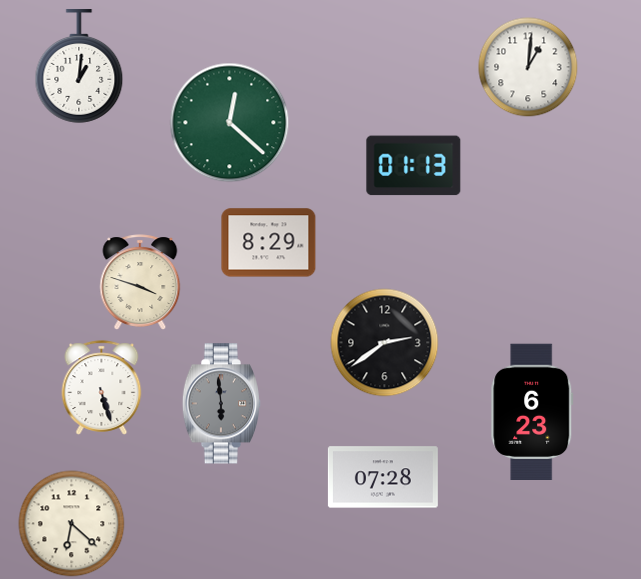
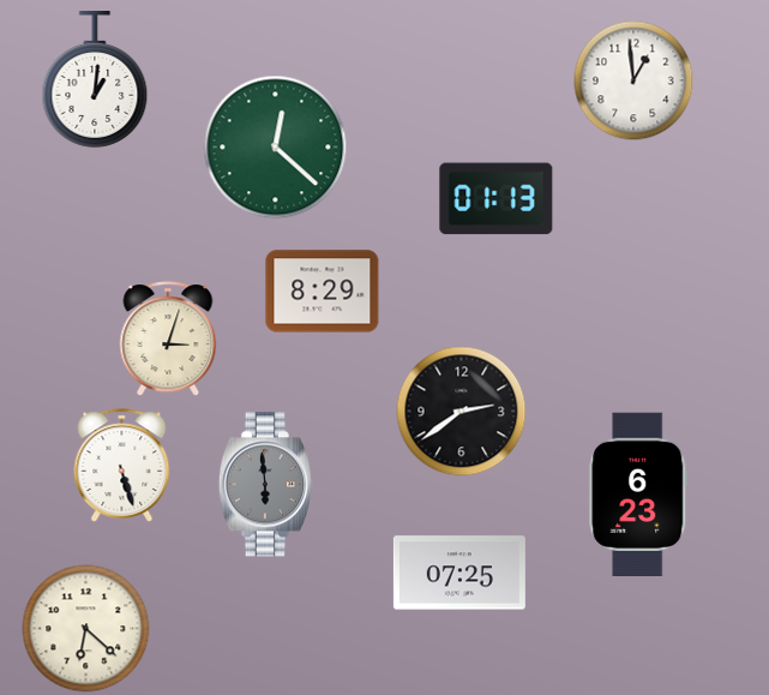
clock at (528, 67): 1:01 -> 12:59
clock at (140, 282): 3:48 -> 3:03
clock at (383, 477): 07:28 -> 07:25
